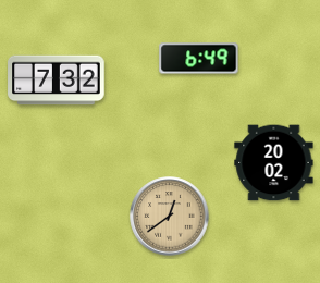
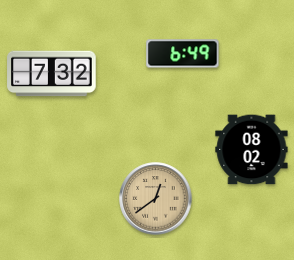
clock at (274, 163): 20:02 -> 08:02
